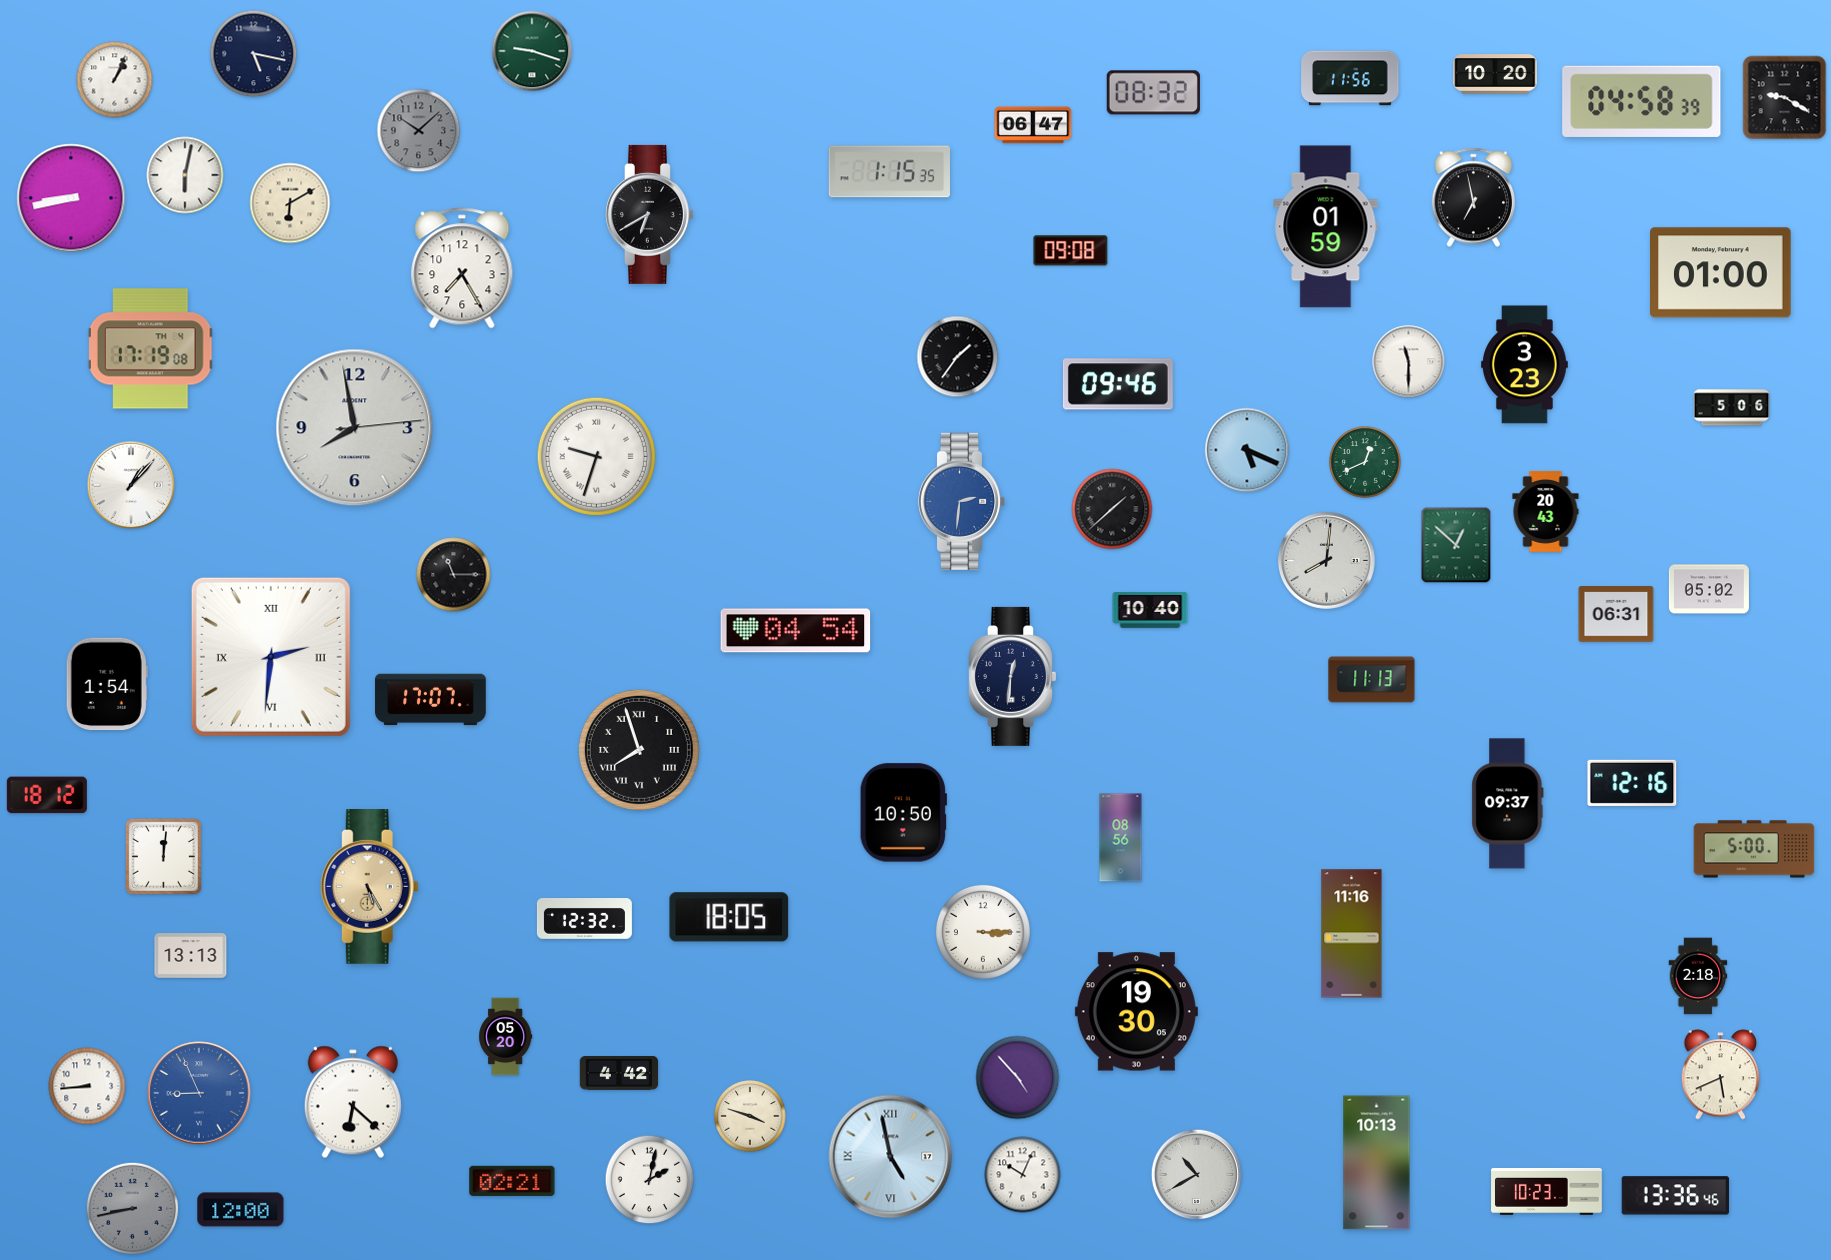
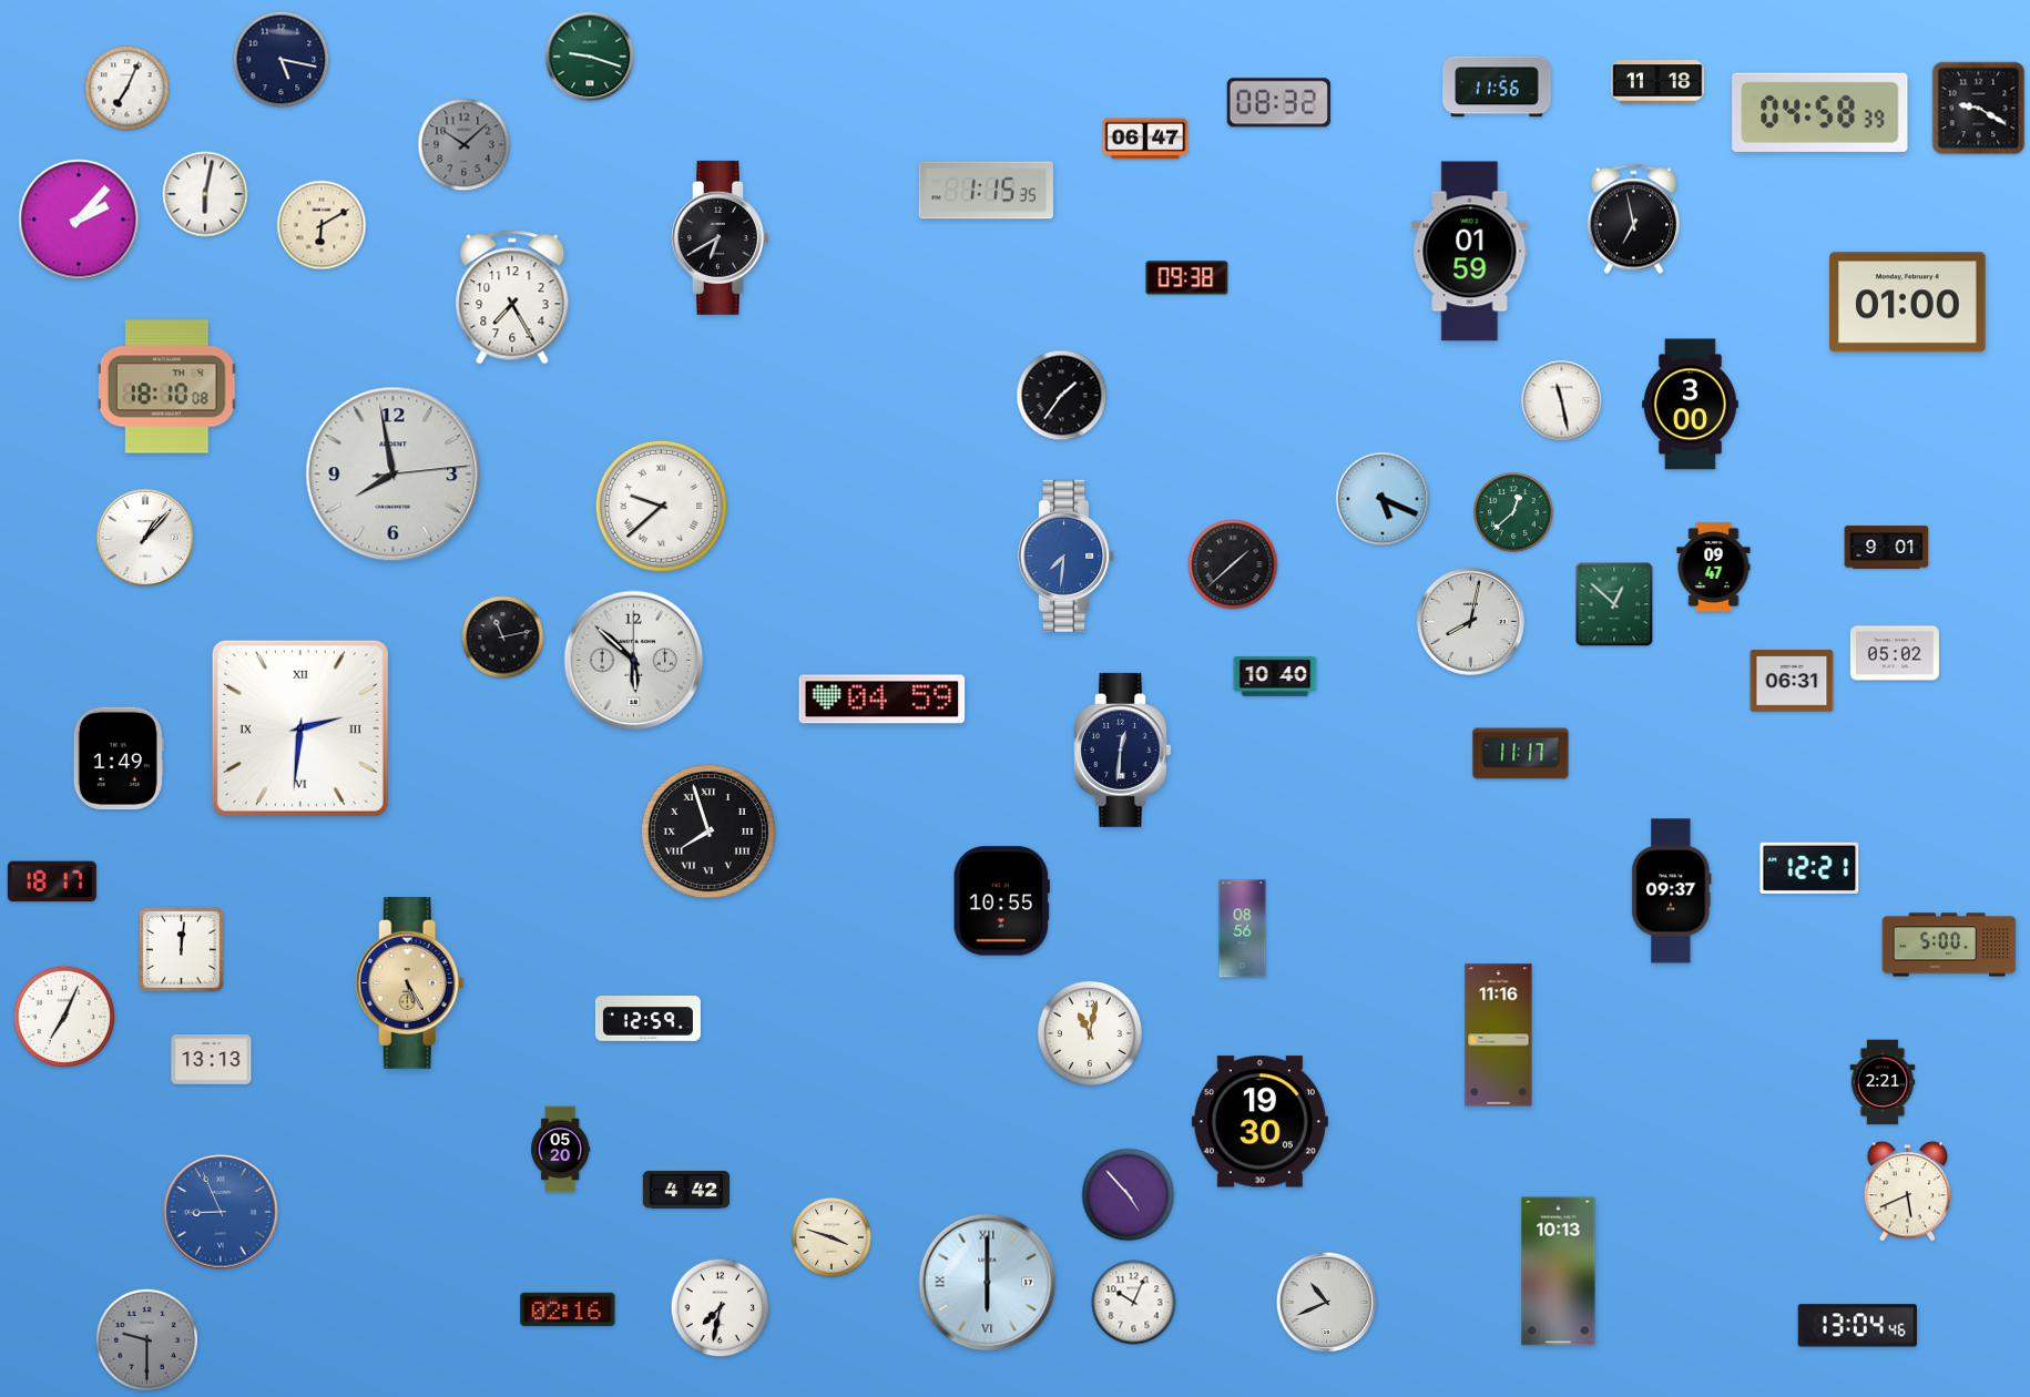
clock at (1495, 74): 10:20 -> 11:18
clock at (115, 80): 1:04 -> 7:04
clock at (71, 198): 8:43 -> 2:07
clock at (1071, 251): 09:08 -> 09:38
clock at (151, 349): 17:19 -> 18:10
clock at (1409, 362): 11:30 -> 11:28
clock at (1525, 365): 3:23 -> 3:00
clock at (1118, 384): 09:46 -> none
clock at (1732, 408): 5:06 -> none
clock at (596, 456): 9:33 -> 9:38
clock at (1365, 462): 12:41 -> 12:38
clock at (1887, 548): none -> 9:01
clock at (962, 501): 2:31 -> 7:31
clock at (1546, 512): 20:43 -> 09:47
clock at (1326, 560): 8:01 -> 8:02
clock at (454, 575): 11:15 -> 11:13
clock at (634, 661): none -> 5:52
clock at (796, 631): 04:54 -> 04:59
clock at (1372, 680): 11:13 -> 11:17
clock at (107, 684): 1:54 -> 1:49
clock at (431, 700): 17:07 -> none
clock at (1632, 783): 12:16 -> 12:21
clock at (47, 795): 18:12 -> 18:17
clock at (903, 813): 10:50 -> 10:55
clock at (1754, 849) position: (1754, 849) -> (1949, 945)
clock at (63, 1016): none -> 7:04
clock at (729, 917): 18:05 -> none
clock at (584, 919): 12:32 -> 12:59
clock at (983, 932): 3:15 -> 11:02
clock at (1698, 976): 2:18 -> 2:21
clock at (87, 1086): 8:44 -> none
clock at (353, 1102): 6:22 -> none
clock at (891, 1157): 4:58 -> 6:00
clock at (1377, 1163) position: (1377, 1163) -> (1559, 1272)
clock at (1197, 1175): 10:40 -> 10:41
clock at (650, 1180): 2:02 -> 7:32
clock at (512, 1181): 02:21 -> 02:16
clock at (1547, 1191): 10:23 -> none
clock at (1675, 1196): 13:36 -> 13:04
clock at (132, 1208): 8:43 -> 9:30
clock at (241, 1210): 12:00 -> none
